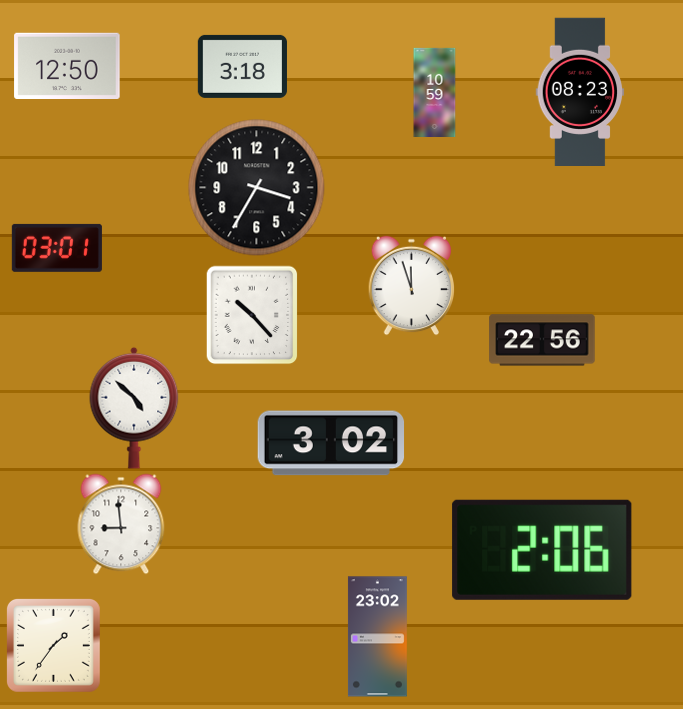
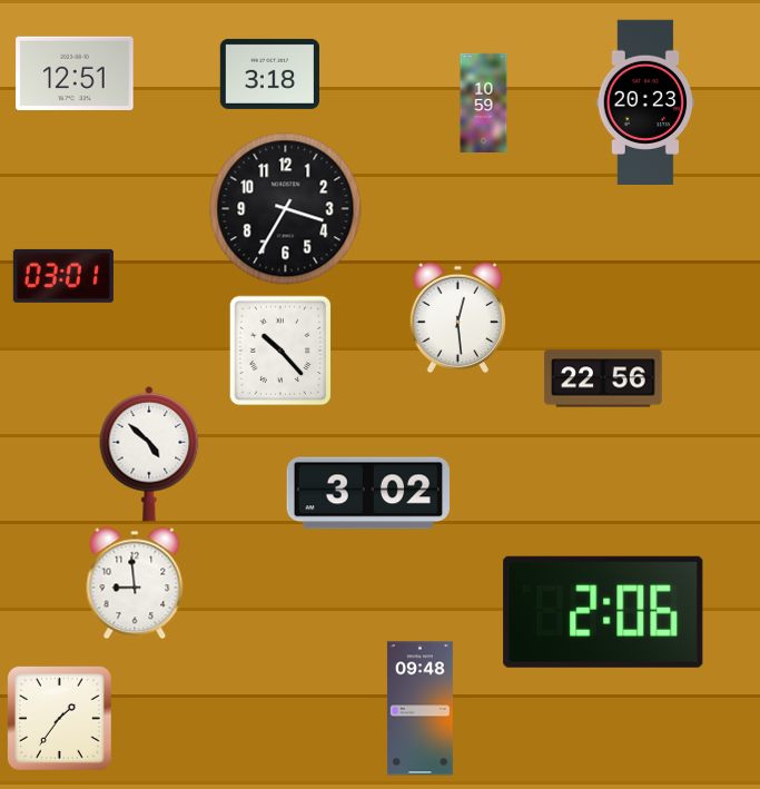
clock at (67, 65): 12:50 -> 12:51
clock at (580, 91): 08:23 -> 20:23
clock at (412, 285): 11:57 -> 12:29
clock at (377, 637): 23:02 -> 09:48
